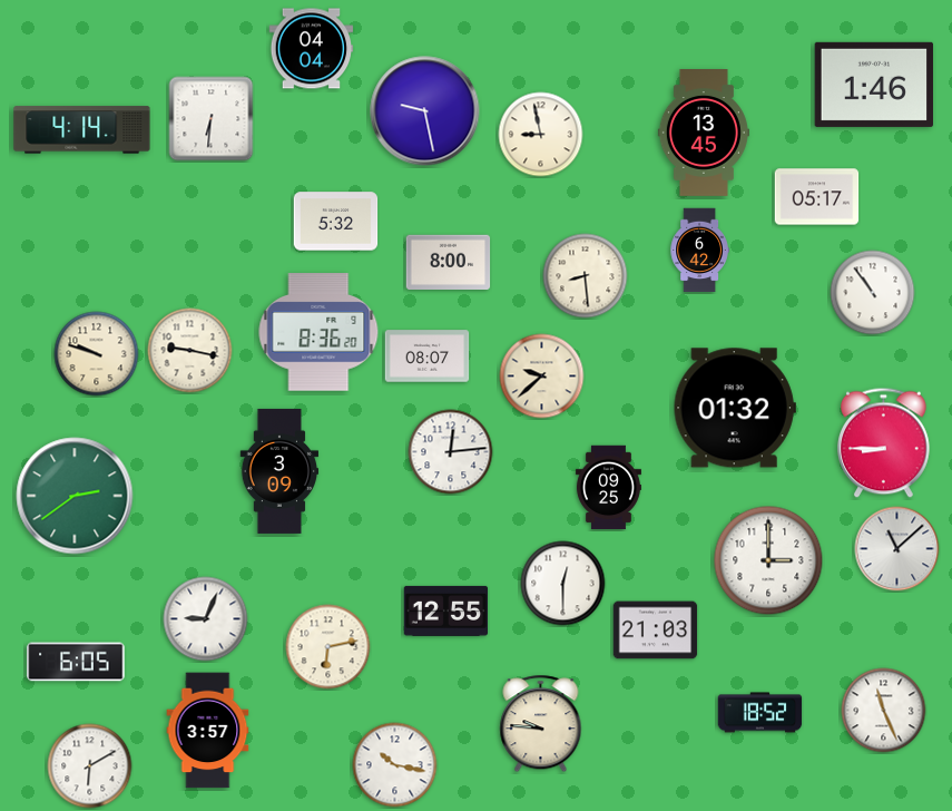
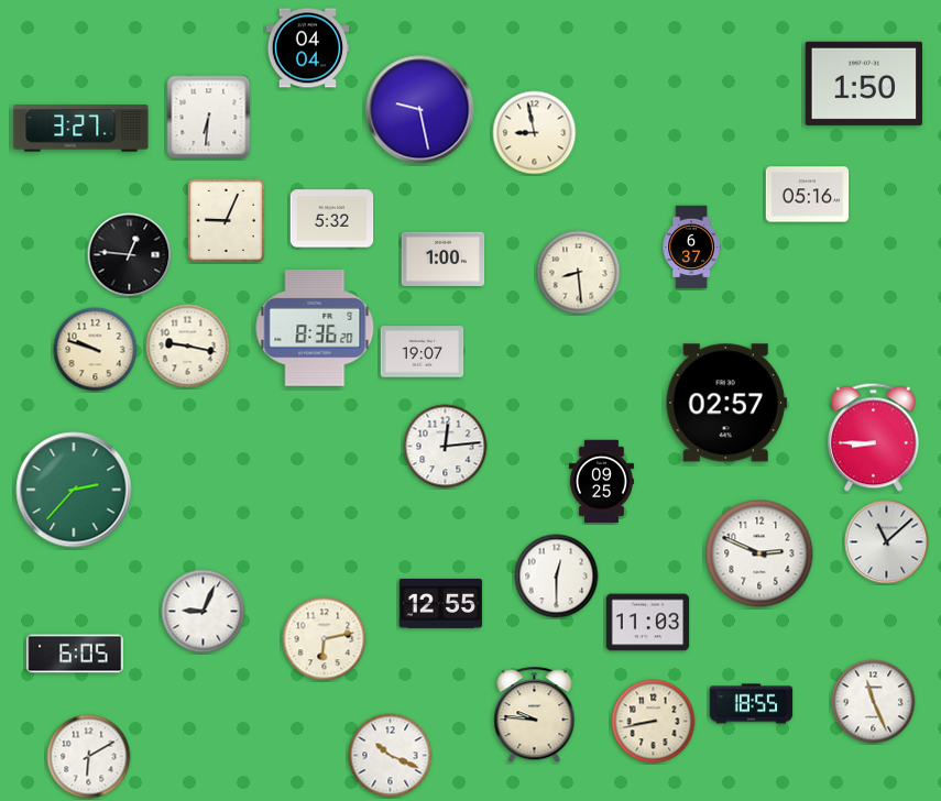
clock at (874, 85): 1:46 -> 1:50
clock at (82, 130): 4:14 -> 3:27
clock at (704, 134): 13:45 -> none
clock at (817, 197): 05:17 -> 05:16
clock at (226, 220): none -> 9:04
clock at (699, 251): 6:42 -> 6:37
clock at (130, 255): none -> 12:46
clock at (449, 262): 8:00 -> 1:00
clock at (873, 293): 10:54 -> none
clock at (428, 356): 08:07 -> 19:07
clock at (542, 377): 9:38 -> none
clock at (735, 408): 01:32 -> 02:57
clock at (279, 471): 3:09 -> none
clock at (75, 496): 2:39 -> 2:37
clock at (768, 560): 3:00 -> 2:49
clock at (656, 631): 21:03 -> 11:03
clock at (760, 713): 18:52 -> 18:55
clock at (208, 731): 3:57 -> none
clock at (654, 722): none -> 8:43
clock at (395, 765): 10:17 -> 10:19
